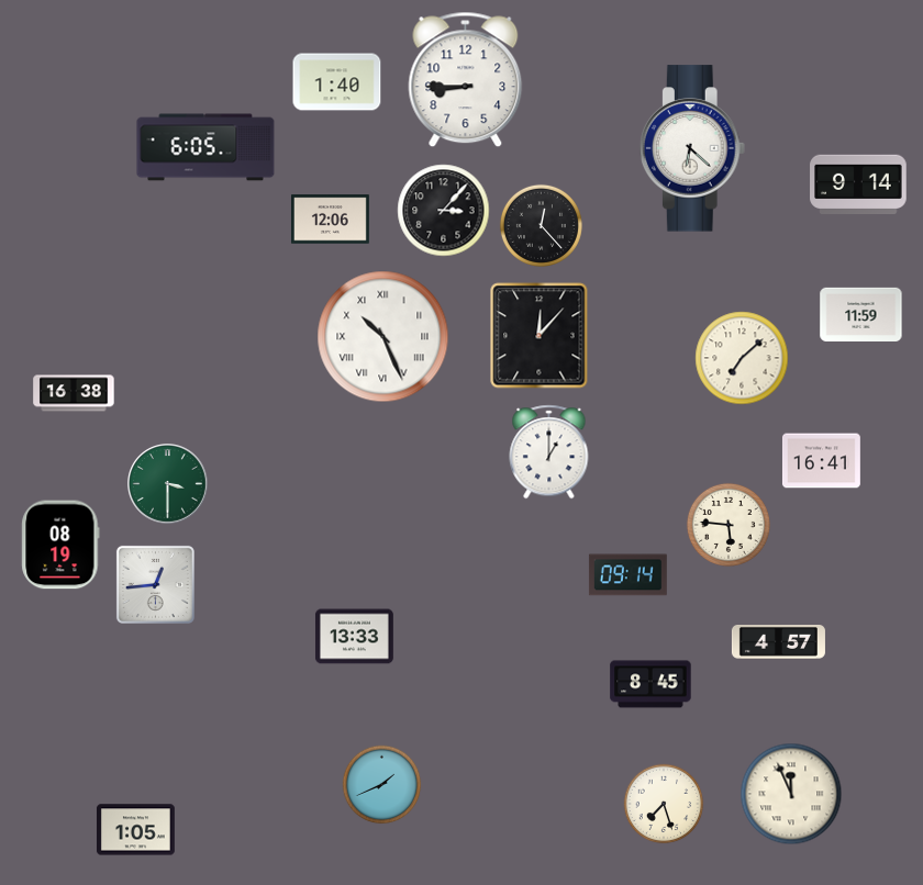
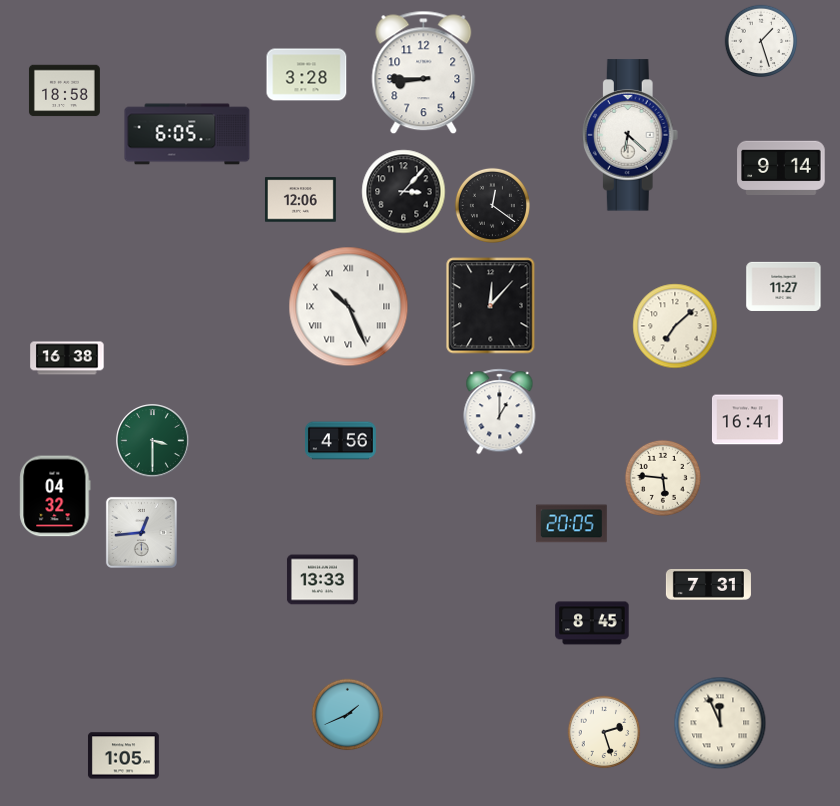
clock at (761, 41): none -> 1:27
clock at (337, 82): 1:40 -> 3:28
clock at (64, 91): none -> 18:58
clock at (541, 225): 12:23 -> 12:21
clock at (861, 314): 11:59 -> 11:27
clock at (340, 441): none -> 4:56
clock at (60, 545): 08:19 -> 04:32
clock at (627, 575): 09:14 -> 20:05
clock at (778, 642): 4:57 -> 7:31
clock at (664, 804): 7:27 -> 2:27
